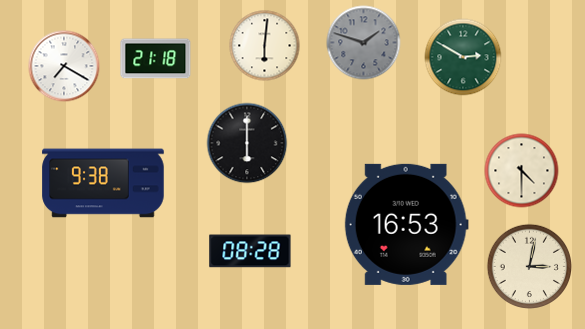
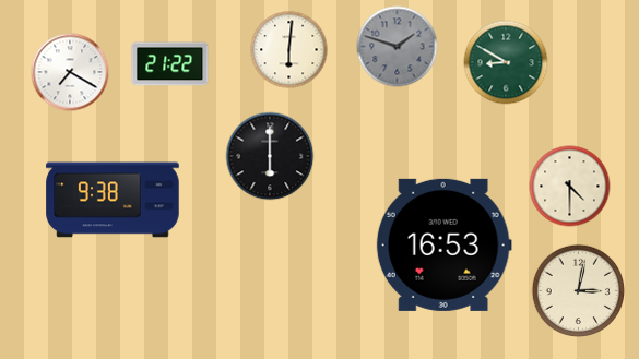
clock at (463, 57): 2:50 -> 8:50
clock at (156, 59): 21:18 -> 21:22
clock at (250, 251): 08:28 -> none
